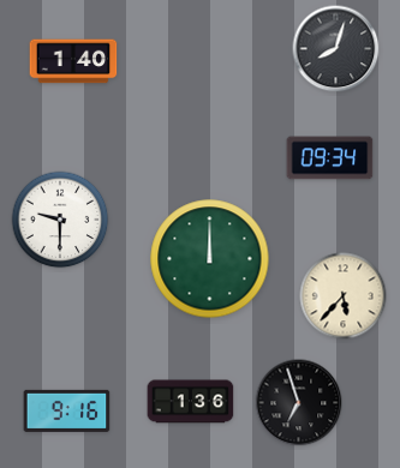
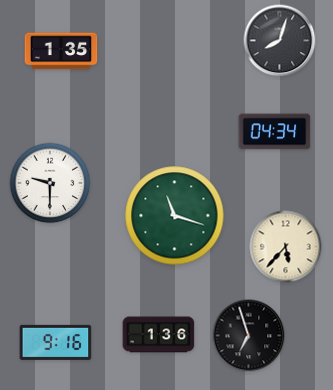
clock at (73, 61): 1:40 -> 1:35
clock at (330, 158): 09:34 -> 04:34
clock at (210, 259): 12:00 -> 11:18
